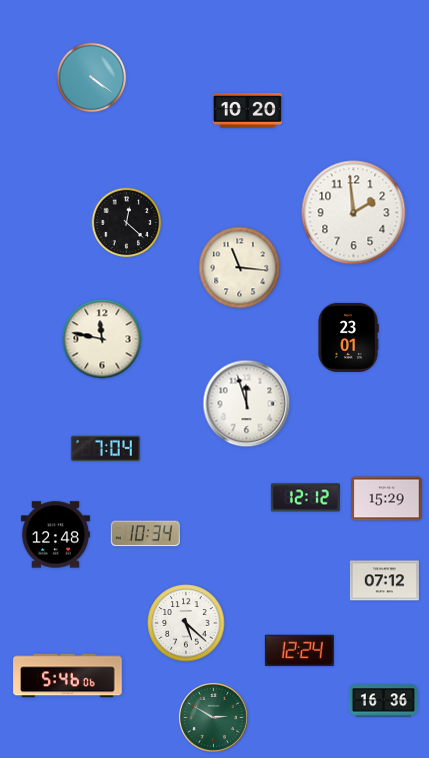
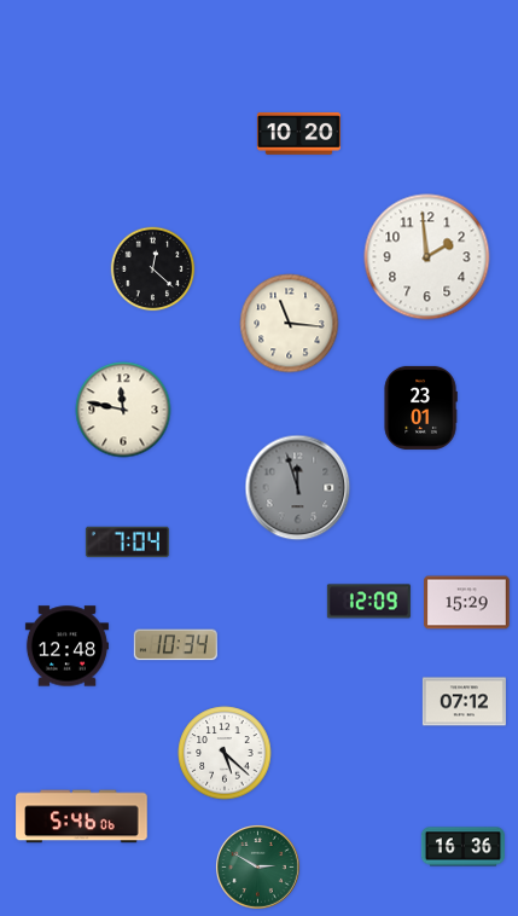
clock at (92, 78): 4:21 -> none
clock at (247, 404) dial: white -> grey
clock at (305, 498): 12:12 -> 12:09
clock at (299, 651): 12:24 -> none
